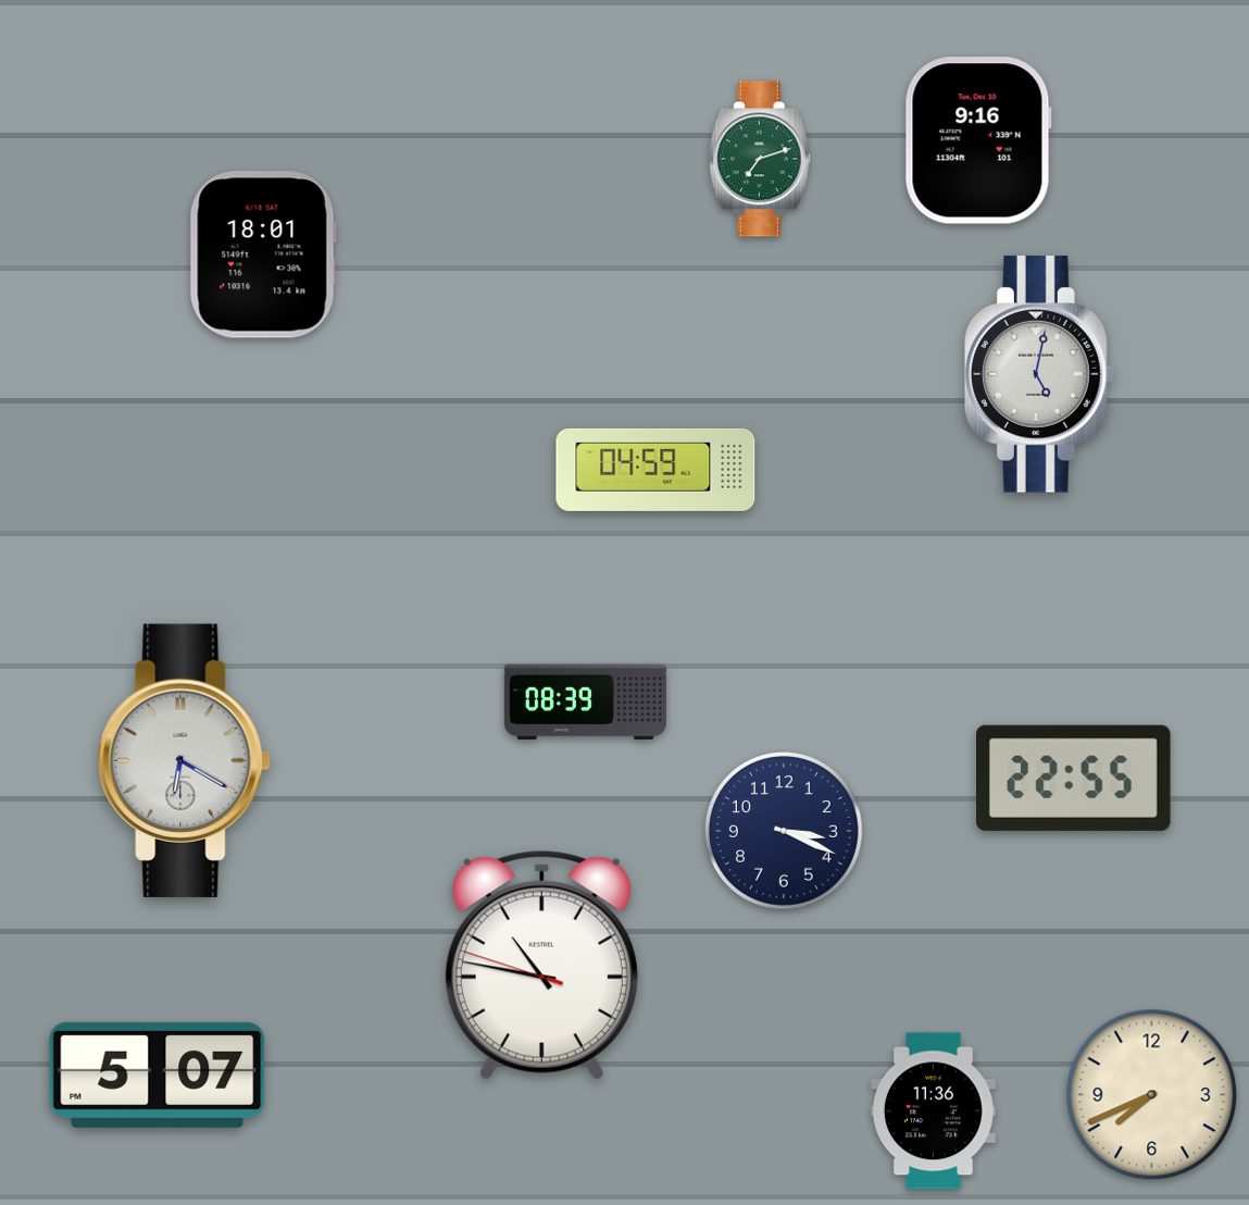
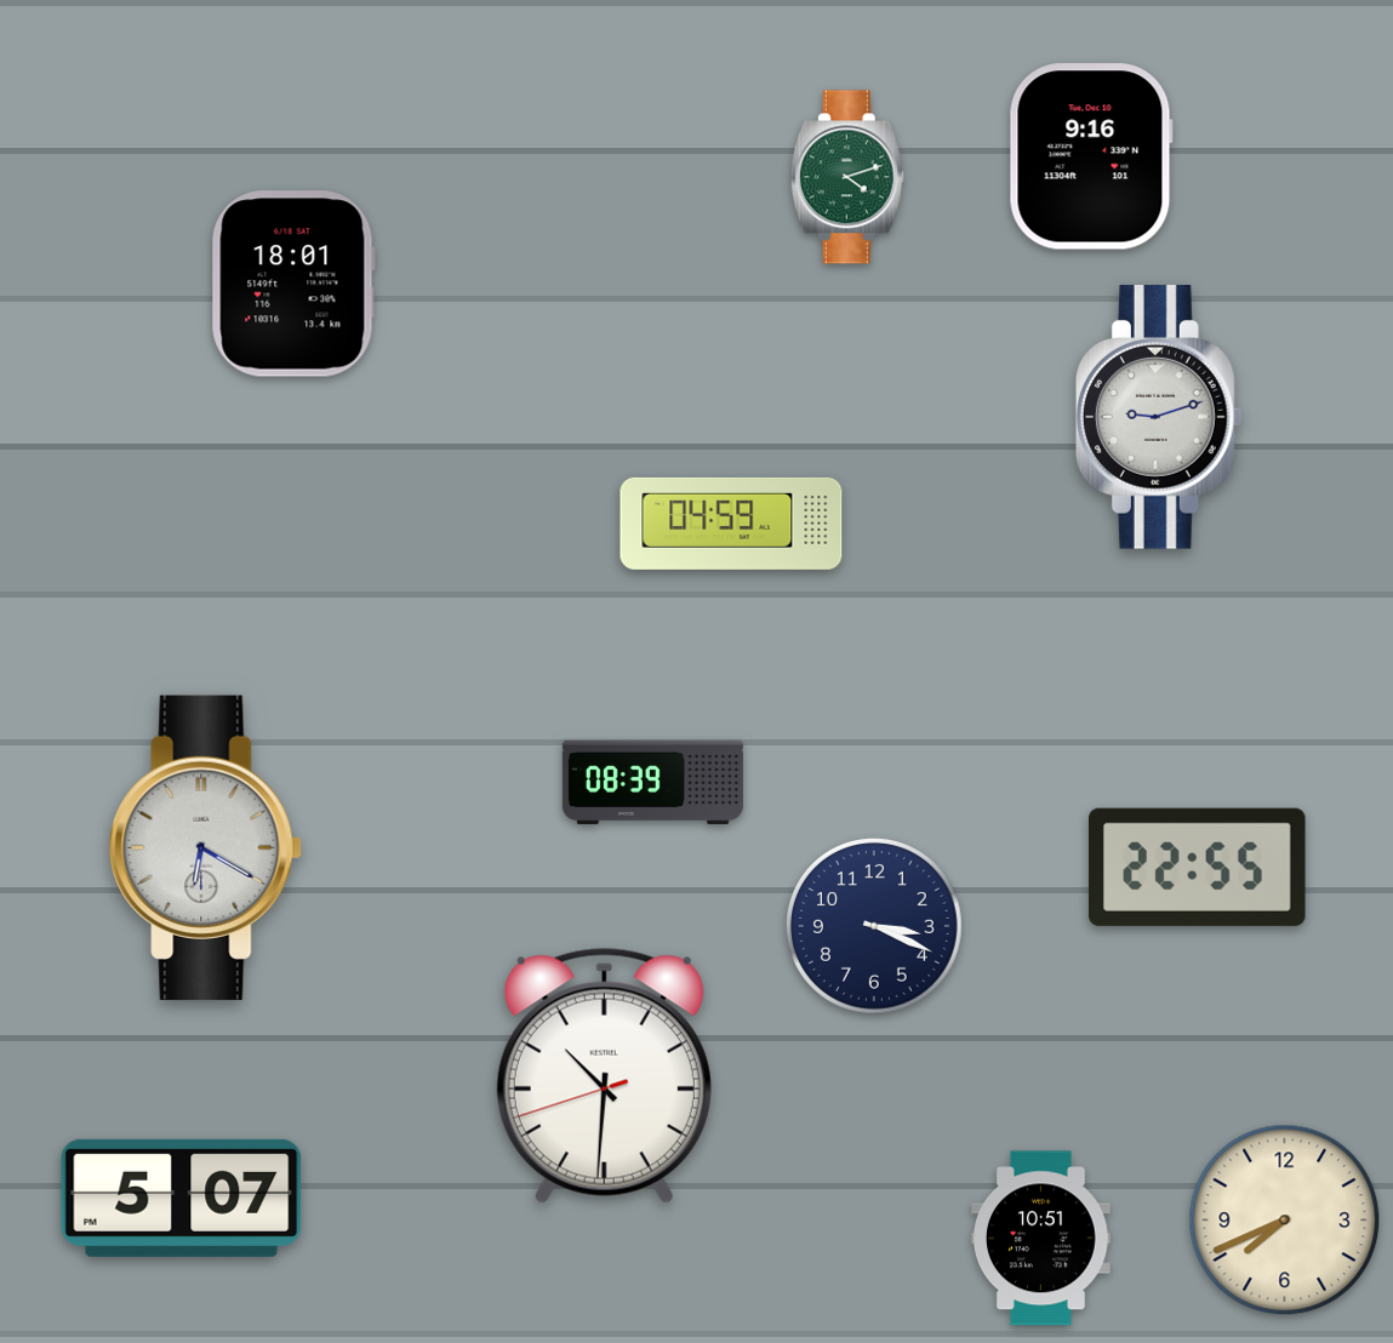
clock at (760, 159): 7:12 -> 4:12
clock at (1039, 374): 5:02 -> 9:12
clock at (541, 965): 10:46 -> 10:30
clock at (158, 1074) position: (158, 1074) -> (182, 1198)
clock at (933, 1111): 11:36 -> 10:51
